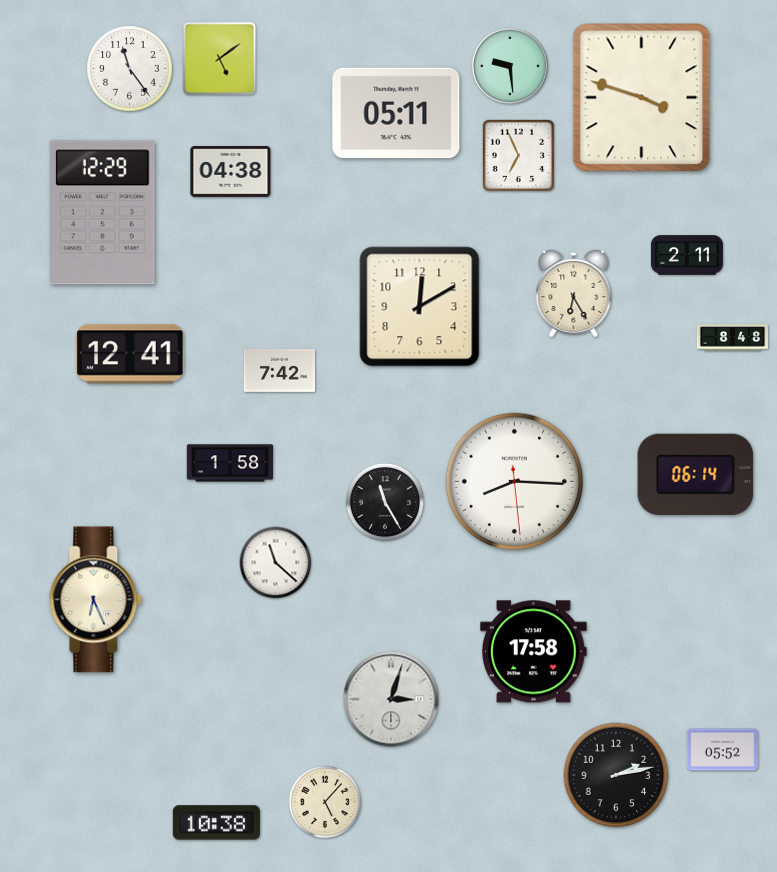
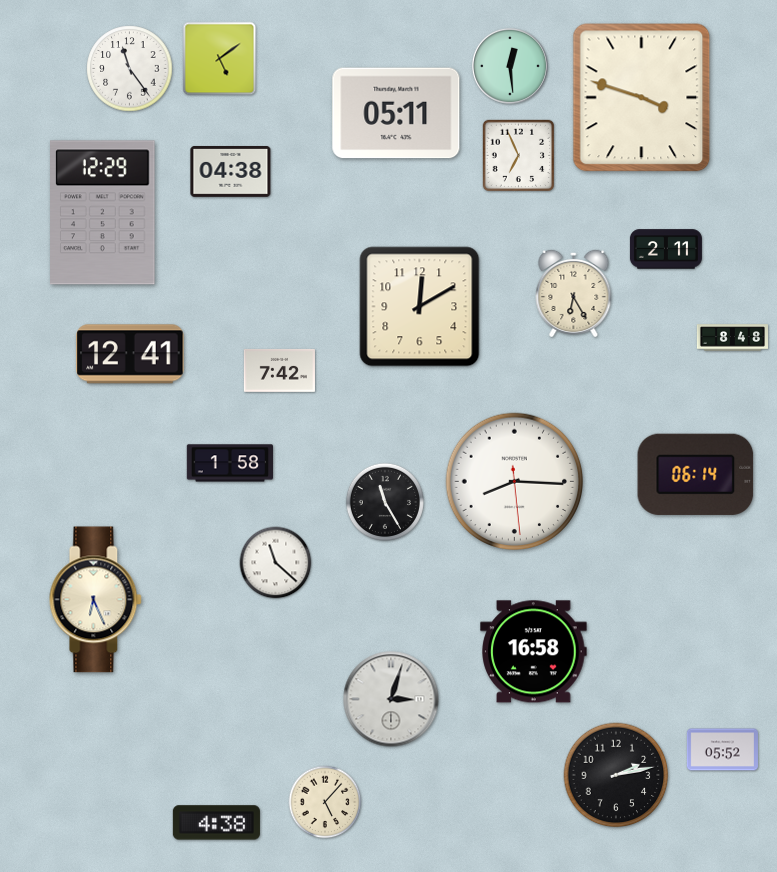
clock at (510, 66): 9:29 -> 12:29
clock at (687, 255) position: (687, 255) -> (666, 249)
clock at (534, 652): 17:58 -> 16:58
clock at (216, 823): 10:38 -> 4:38
